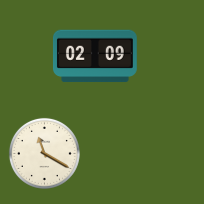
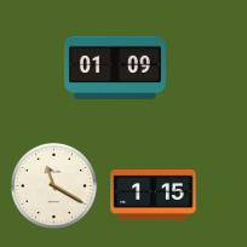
clock at (95, 56): 02:09 -> 01:09
clock at (154, 194): none -> 1:15
